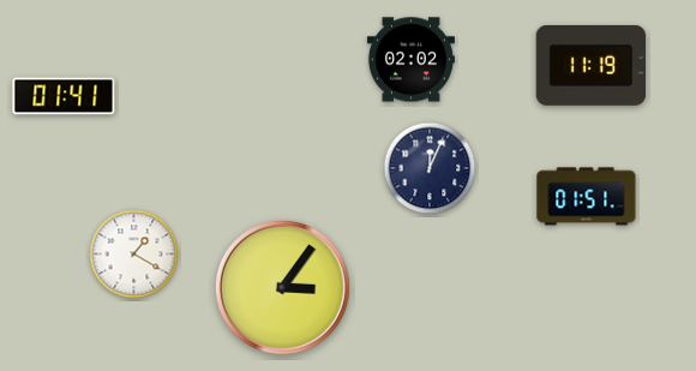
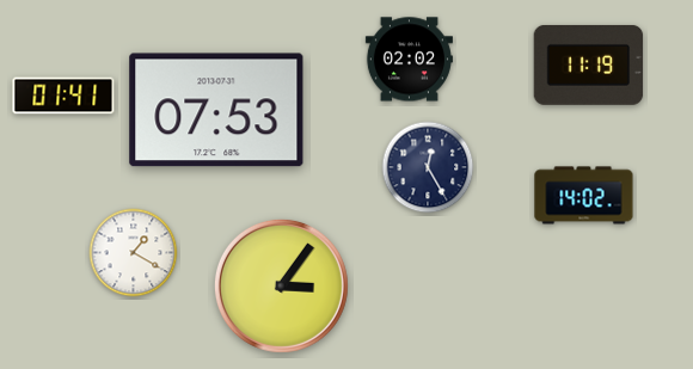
clock at (216, 110): none -> 07:53
clock at (430, 168): 12:04 -> 12:25
clock at (587, 197): 01:51 -> 14:02
